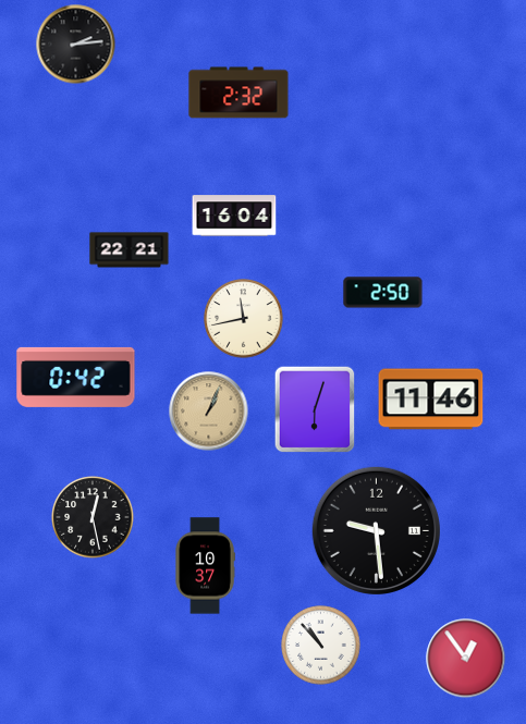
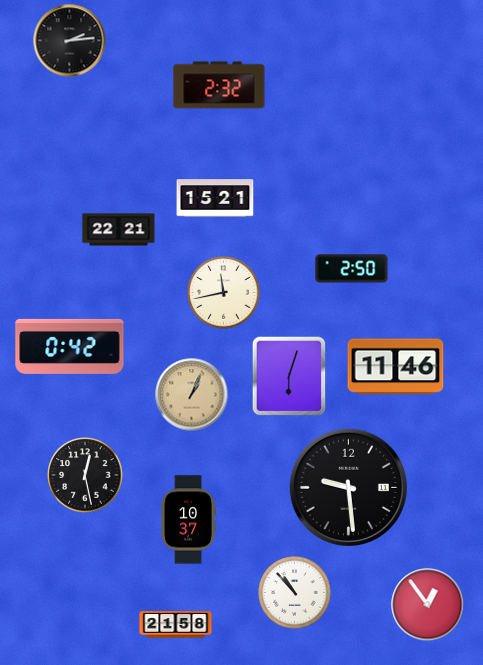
clock at (234, 216): 16:04 -> 15:21
clock at (209, 412) position: (209, 412) -> (192, 395)
clock at (376, 530) position: (376, 530) -> (348, 487)
clock at (176, 625): none -> 21:58
